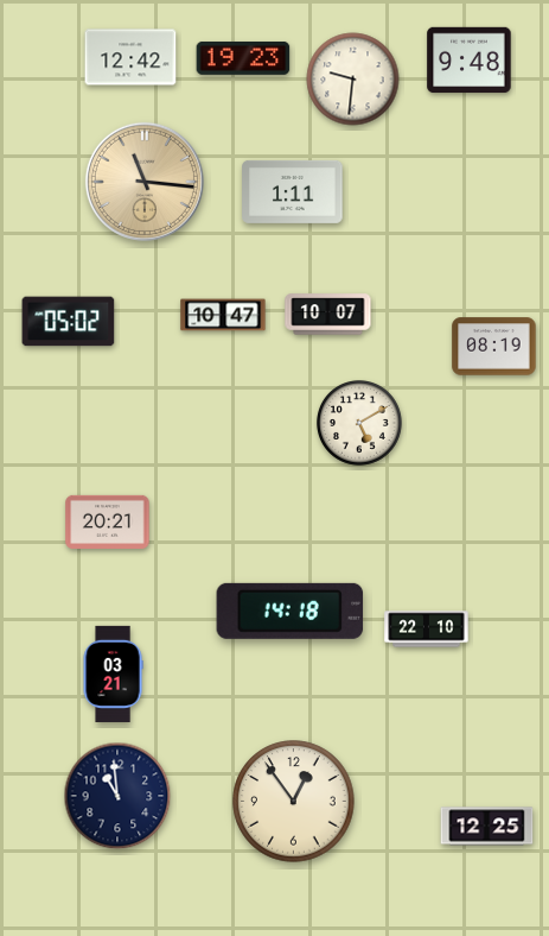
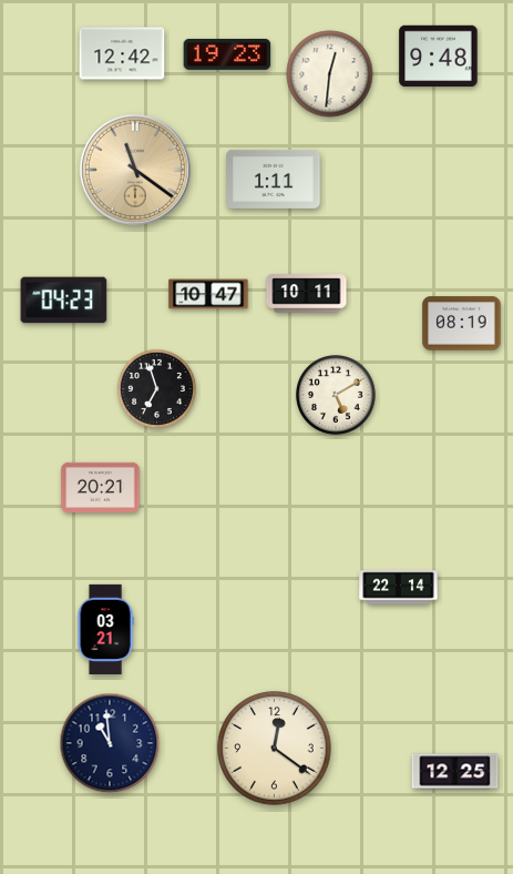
clock at (353, 80): 9:31 -> 12:31
clock at (145, 182): 11:16 -> 11:21
clock at (328, 315): 10:07 -> 10:11
clock at (69, 322): 05:02 -> 04:23
clock at (156, 388): none -> 6:57
clock at (291, 611): 14:18 -> none
clock at (427, 630): 22:10 -> 22:14
clock at (294, 802): 12:54 -> 12:21
